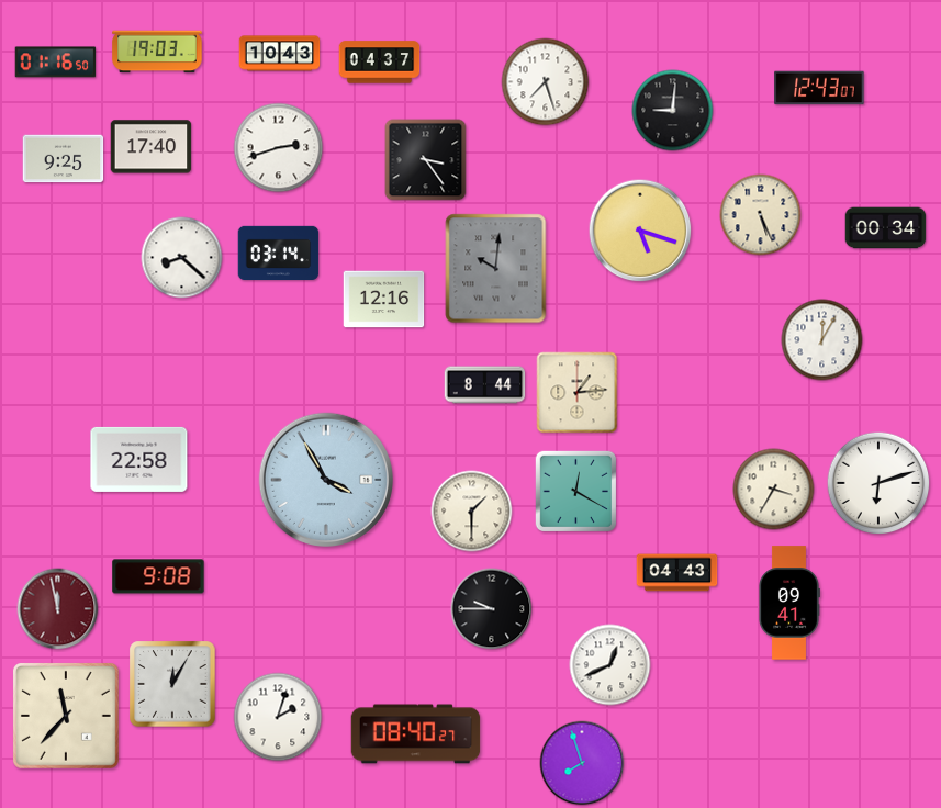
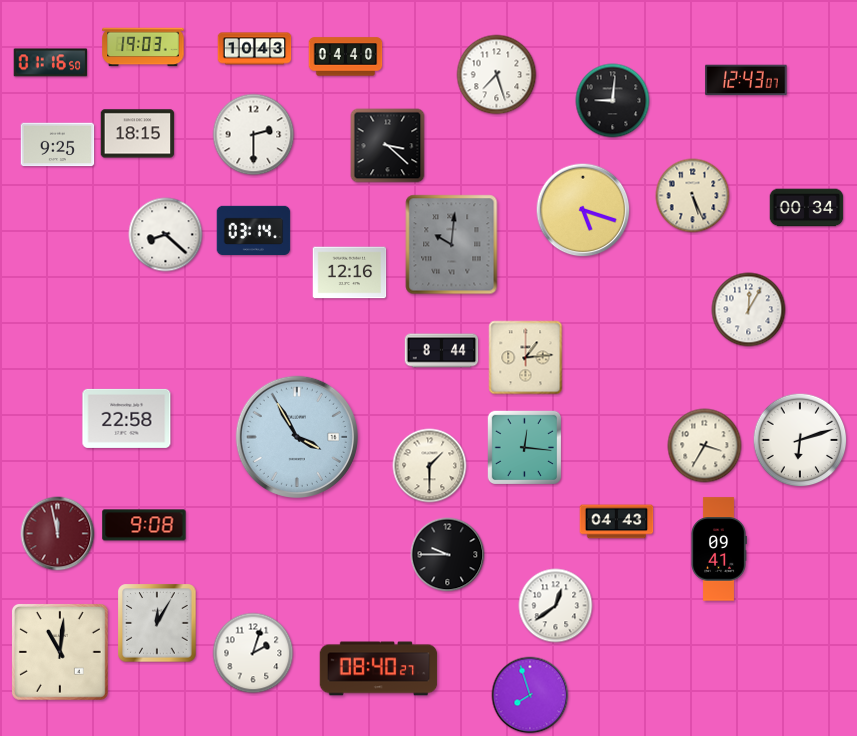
clock at (56, 63) position: (56, 63) -> (51, 63)
clock at (380, 63): 04:37 -> 04:40
clock at (152, 147): 17:40 -> 18:15
clock at (279, 148): 2:42 -> 2:30
clock at (426, 160): 3:24 -> 3:22
clock at (576, 492): 12:20 -> 12:16
clock at (58, 609) position: (58, 609) -> (58, 534)
clock at (610, 665): 12:41 -> 12:39
clock at (66, 716): 11:37 -> 11:01
